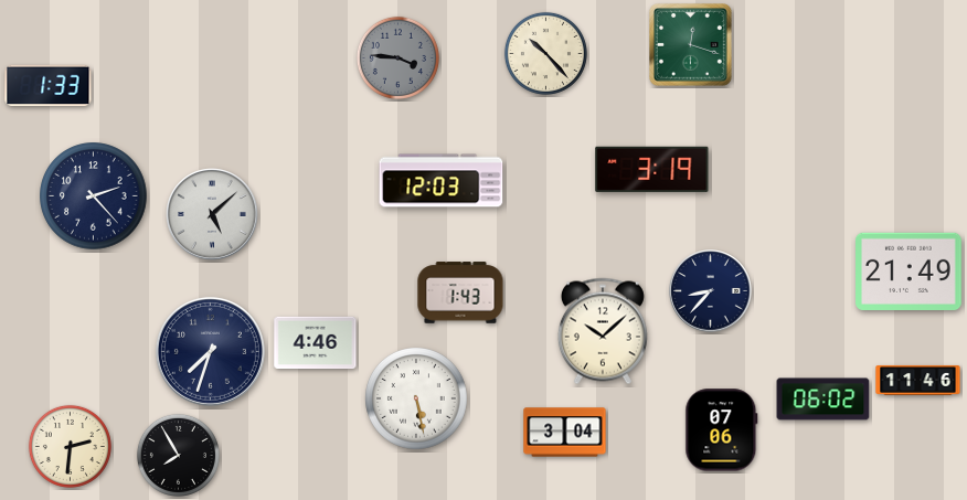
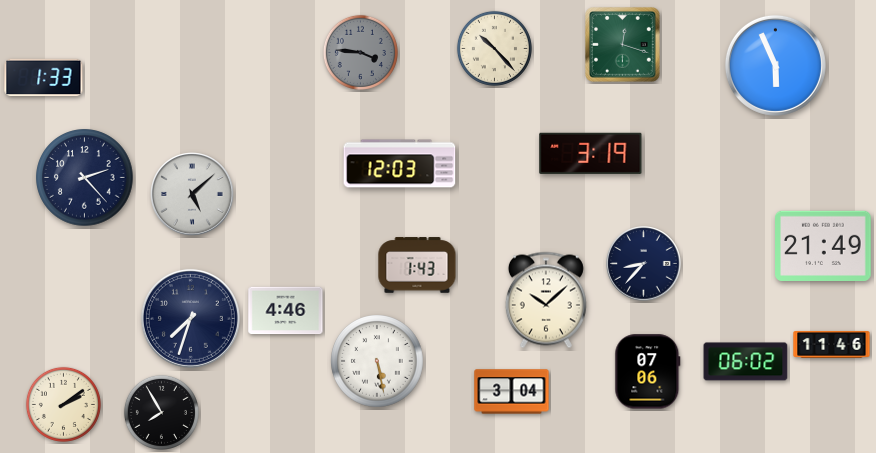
clock at (691, 45) position: (691, 45) -> (623, 45)
clock at (775, 65): none -> 5:56
clock at (722, 430) position: (722, 430) -> (648, 372)
clock at (70, 446): 2:31 -> 2:09
